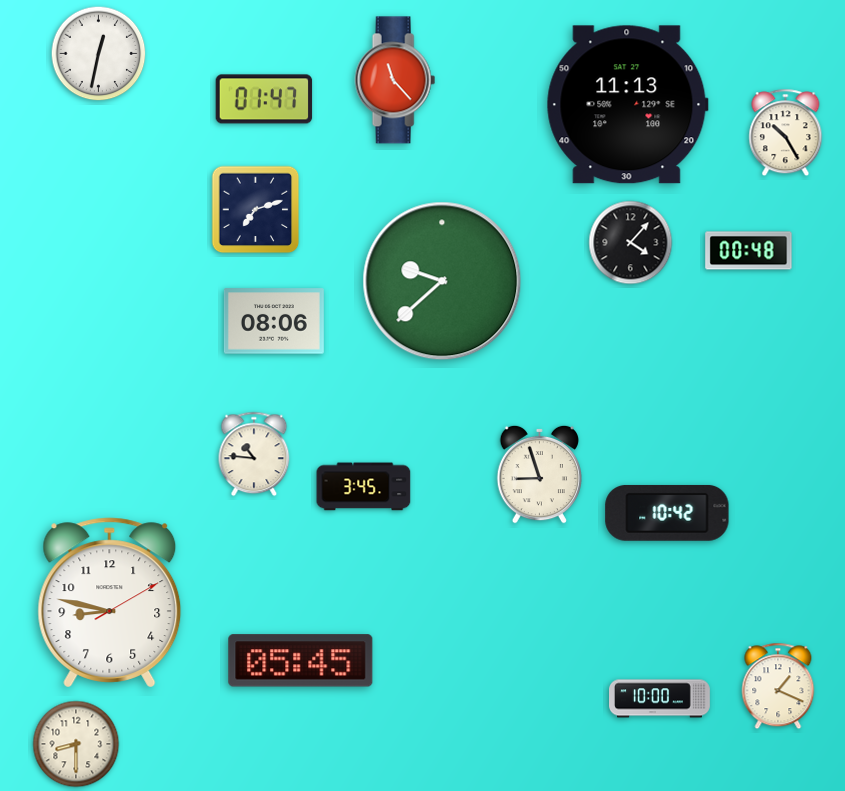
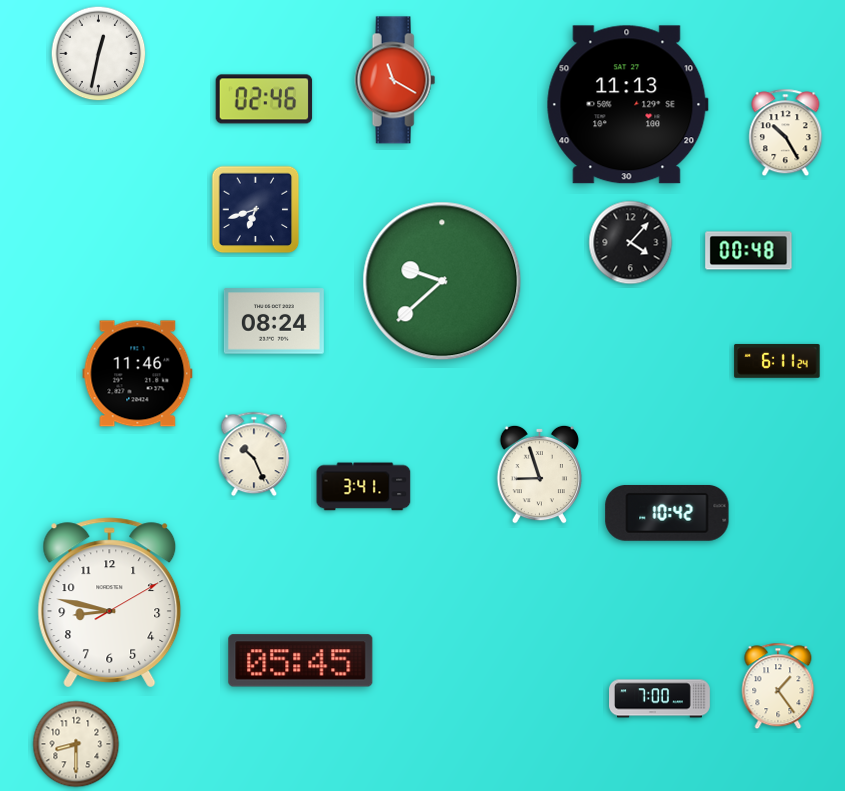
clock at (395, 80): 11:23 -> 11:20
clock at (264, 99): 01:47 -> 02:46
clock at (256, 210): 7:12 -> 6:42
clock at (274, 321): 08:06 -> 08:24
clock at (777, 361): none -> 6:11
clock at (138, 374): none -> 11:46
clock at (254, 454): 10:46 -> 10:26
clock at (364, 487): 3:45 -> 3:41
clock at (778, 686): 1:19 -> 1:24
clock at (660, 699): 10:00 -> 7:00
